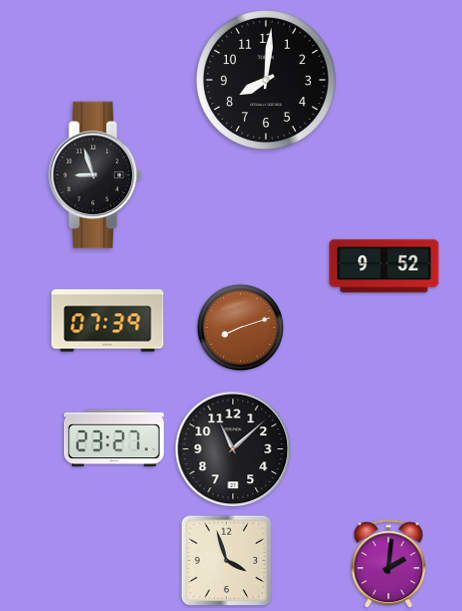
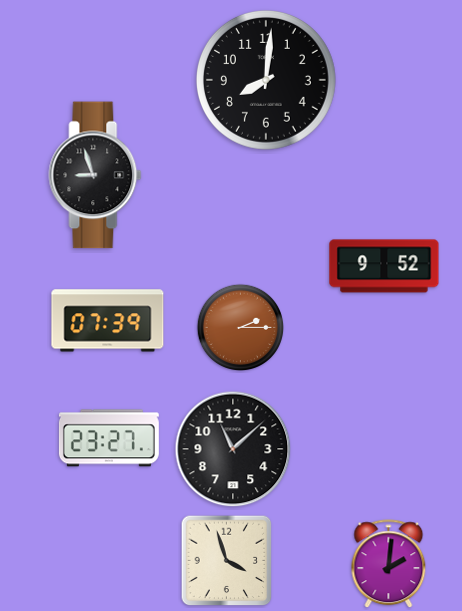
clock at (241, 328): 8:12 -> 2:15
clock at (114, 438) position: (114, 438) -> (109, 438)
